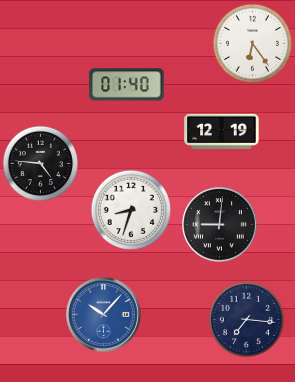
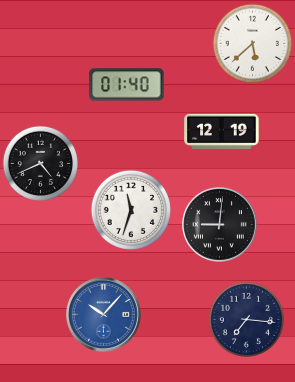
clock at (252, 43): 6:24 -> 5:38
clock at (40, 163): 4:46 -> 4:41
clock at (131, 210): 8:33 -> 11:33
